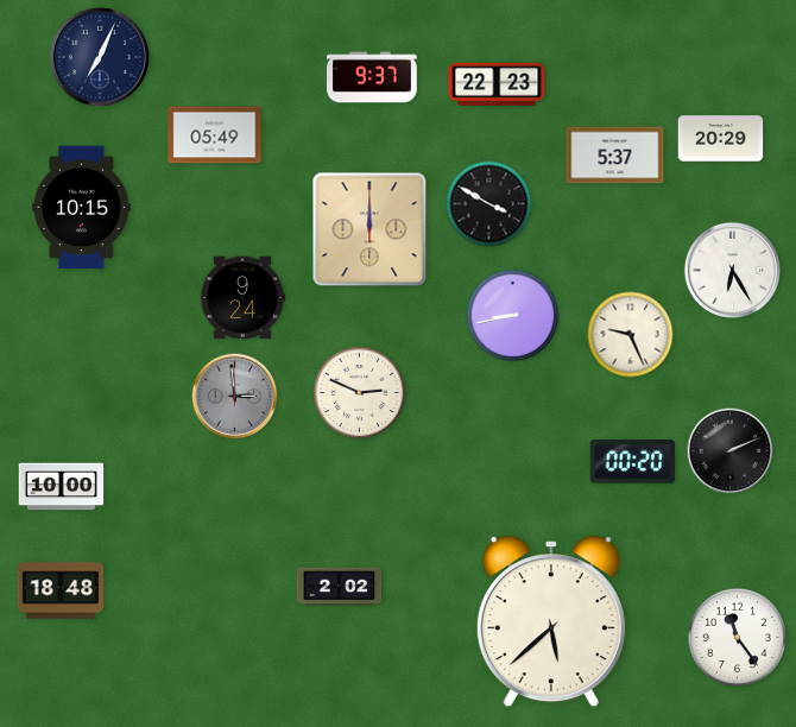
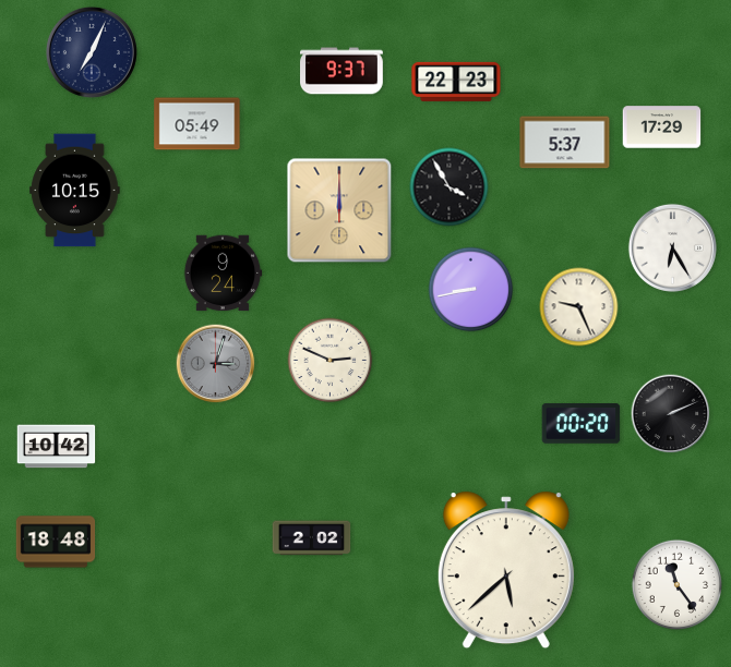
clock at (497, 84) position: (497, 84) -> (456, 82)
clock at (721, 139): 20:29 -> 17:29
clock at (489, 204): 3:50 -> 3:55
clock at (235, 397): 2:59 -> 3:03
clock at (62, 487): 10:00 -> 10:42
